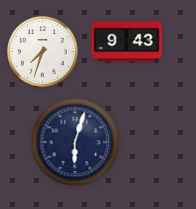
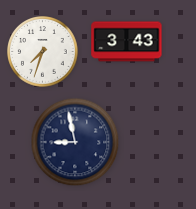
clock at (127, 42): 9:43 -> 3:43
clock at (75, 142): 6:03 -> 8:58
